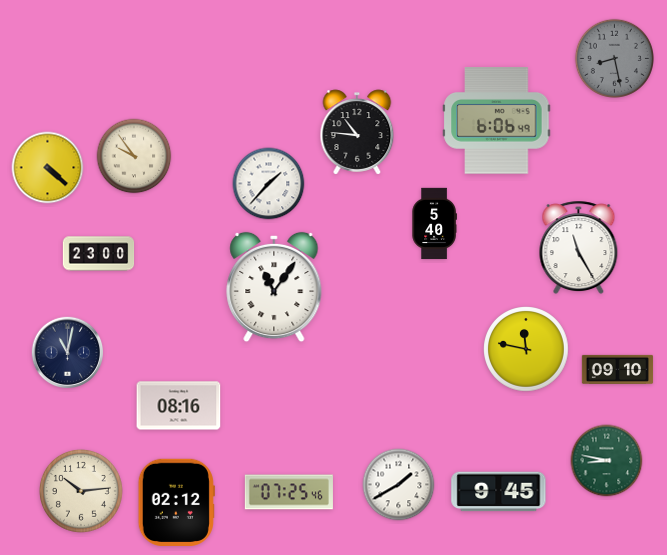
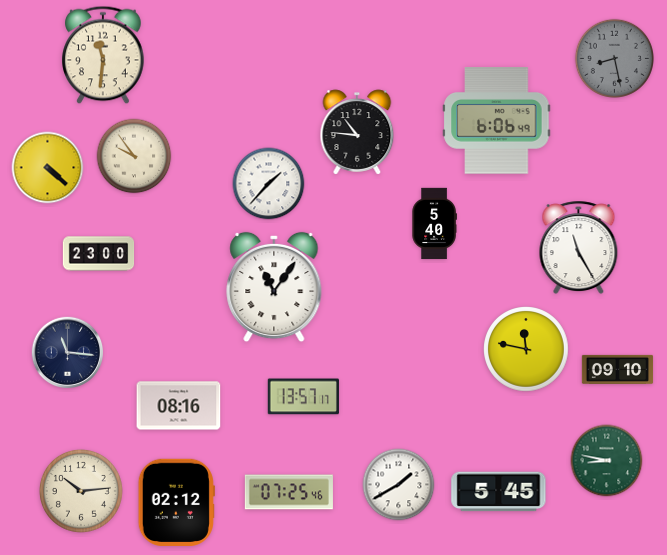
clock at (103, 55): none -> 11:31
clock at (68, 353): 11:02 -> 11:16
clock at (303, 397): none -> 13:57
clock at (499, 492): 9:45 -> 5:45
